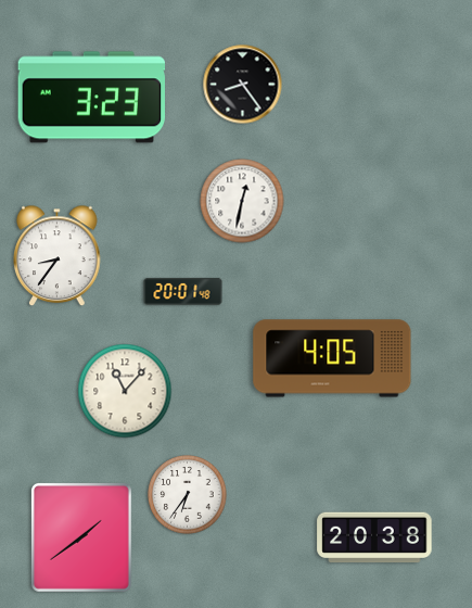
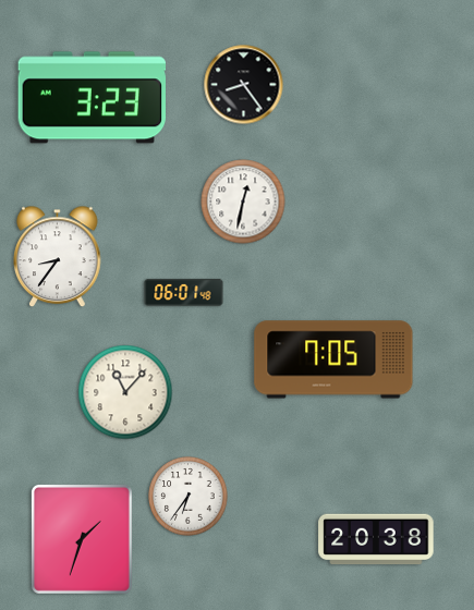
clock at (183, 291): 20:01 -> 06:01
clock at (332, 358): 4:05 -> 7:05
clock at (81, 537): 1:39 -> 1:33
